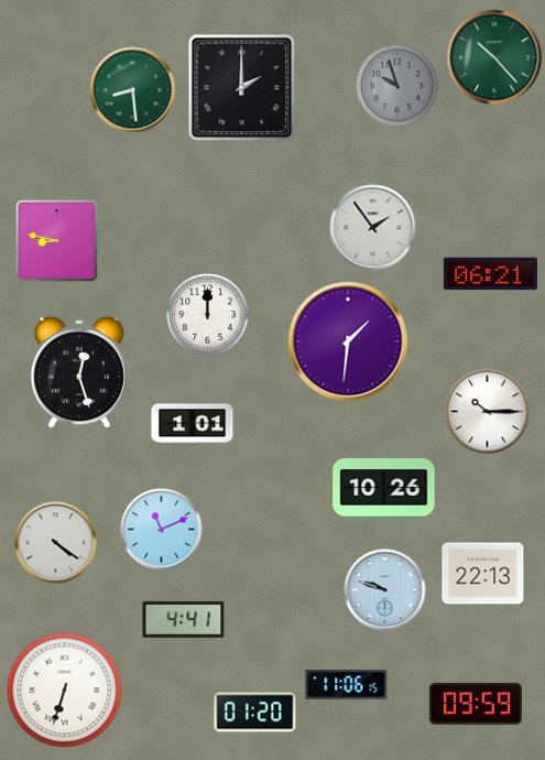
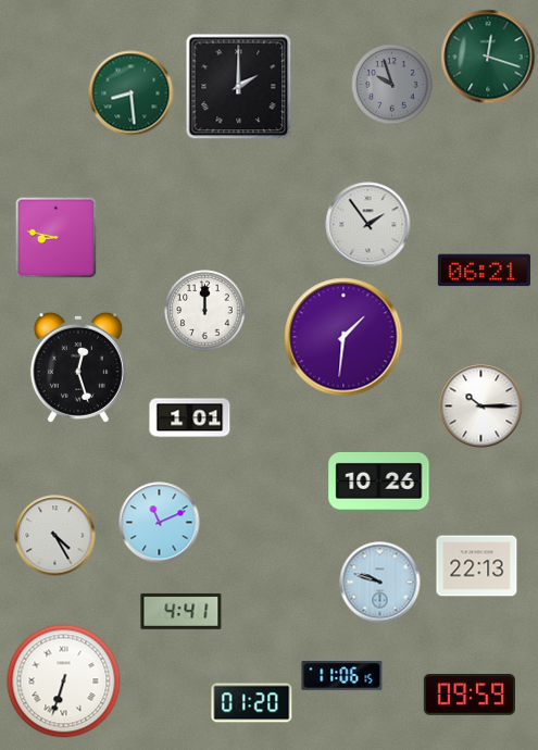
clock at (494, 57): 10:23 -> 12:18
clock at (133, 90) position: (133, 90) -> (132, 93)
clock at (56, 543): 4:21 -> 4:25
